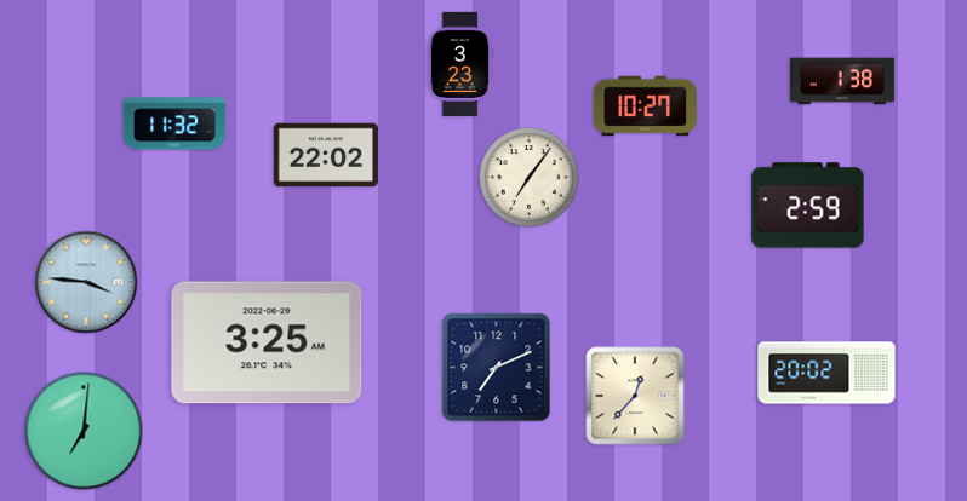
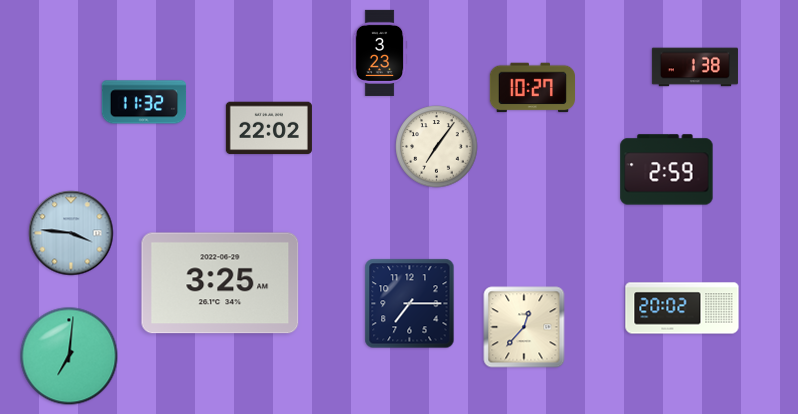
clock at (497, 368): 7:11 -> 7:15
